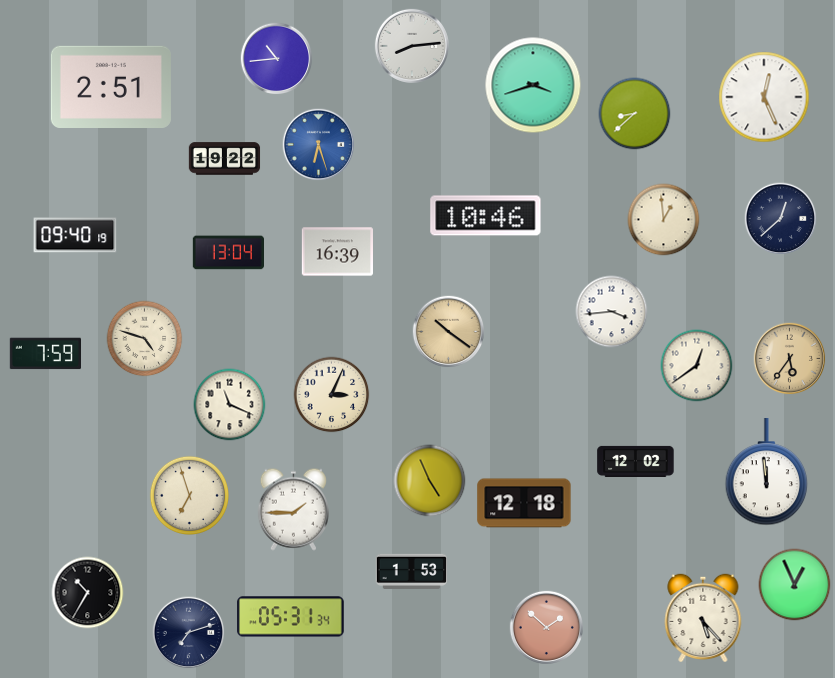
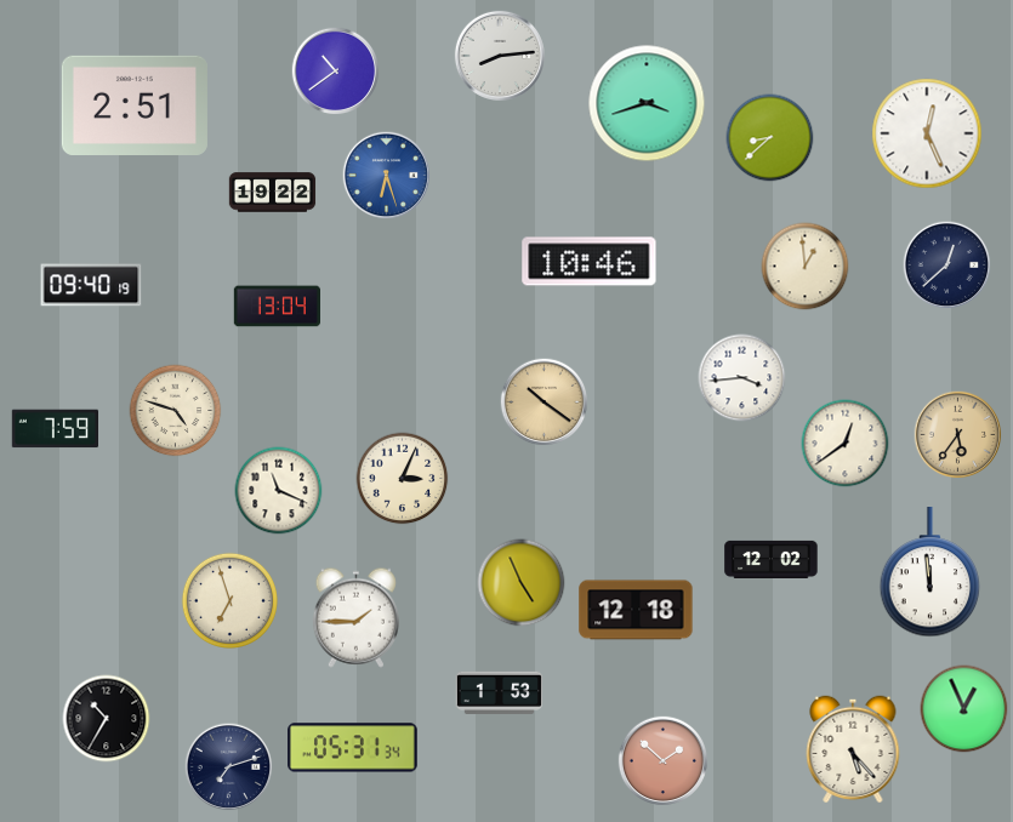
clock at (277, 59): 10:44 -> 10:39
clock at (764, 97) position: (764, 97) -> (927, 133)
clock at (337, 252): 16:39 -> none
